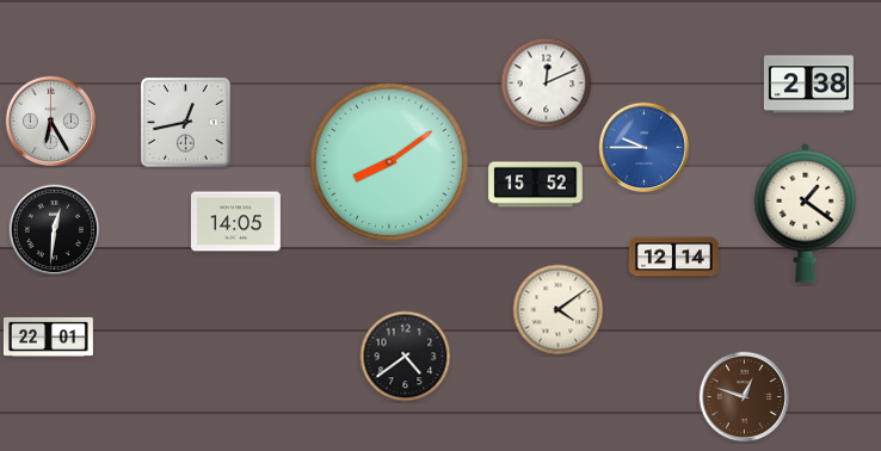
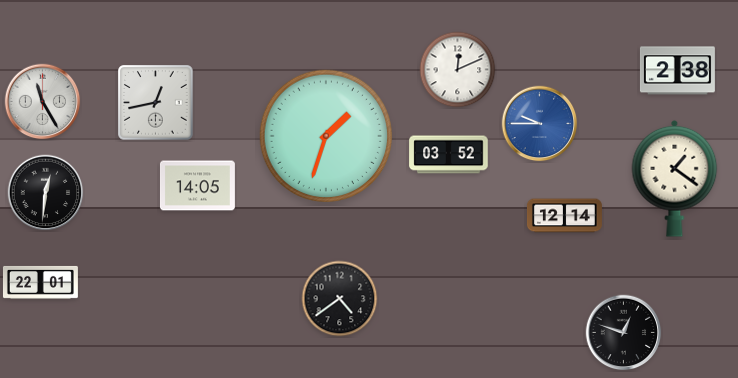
clock at (51, 122): 6:25 -> 11:25
clock at (388, 161): 8:09 -> 1:33
clock at (536, 185): 15:52 -> 03:52
clock at (559, 310): 4:09 -> none
clock at (745, 397) dial: brown -> black
